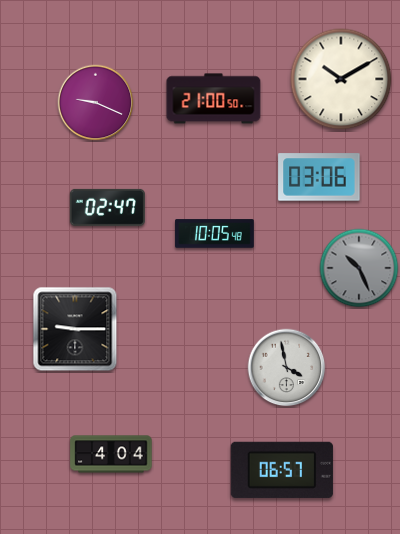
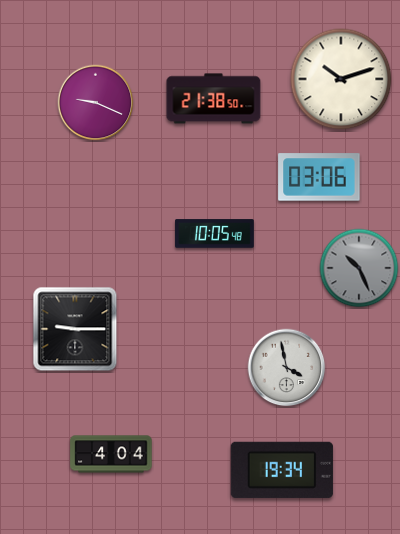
clock at (341, 79): 10:10 -> 10:12
clock at (214, 99): 21:00 -> 21:38
clock at (107, 207): 02:47 -> none
clock at (282, 470): 06:57 -> 19:34
